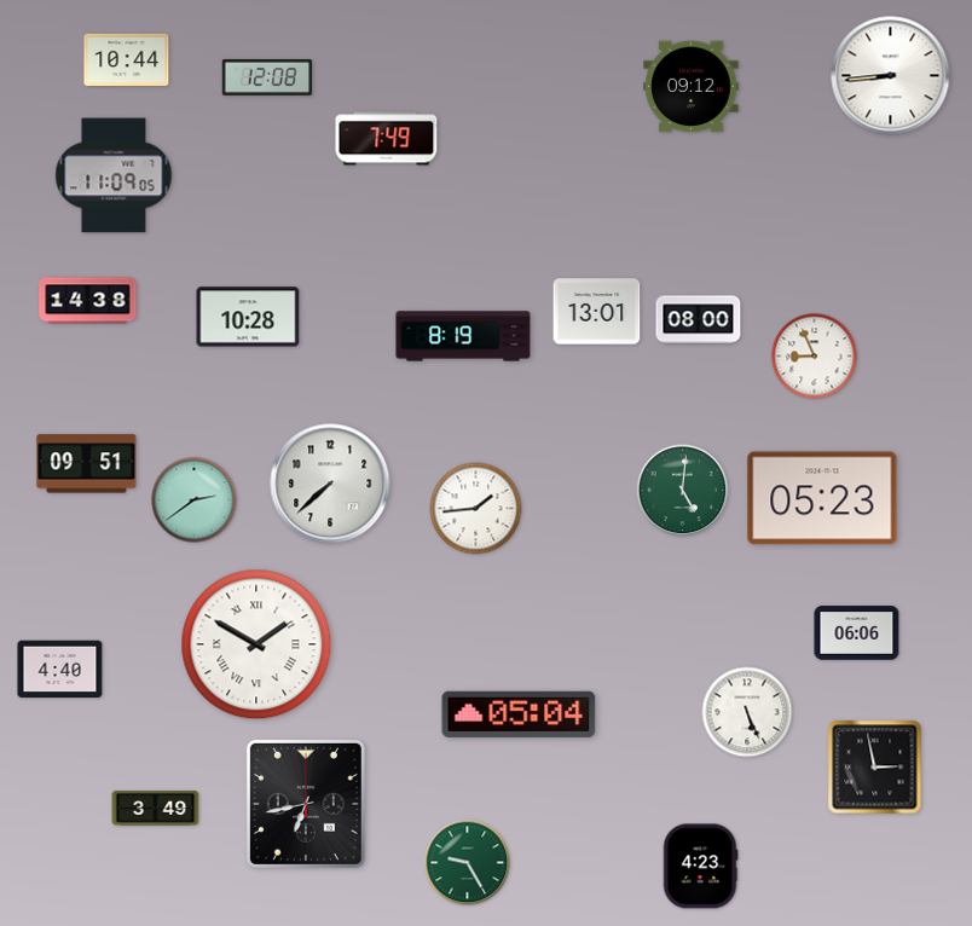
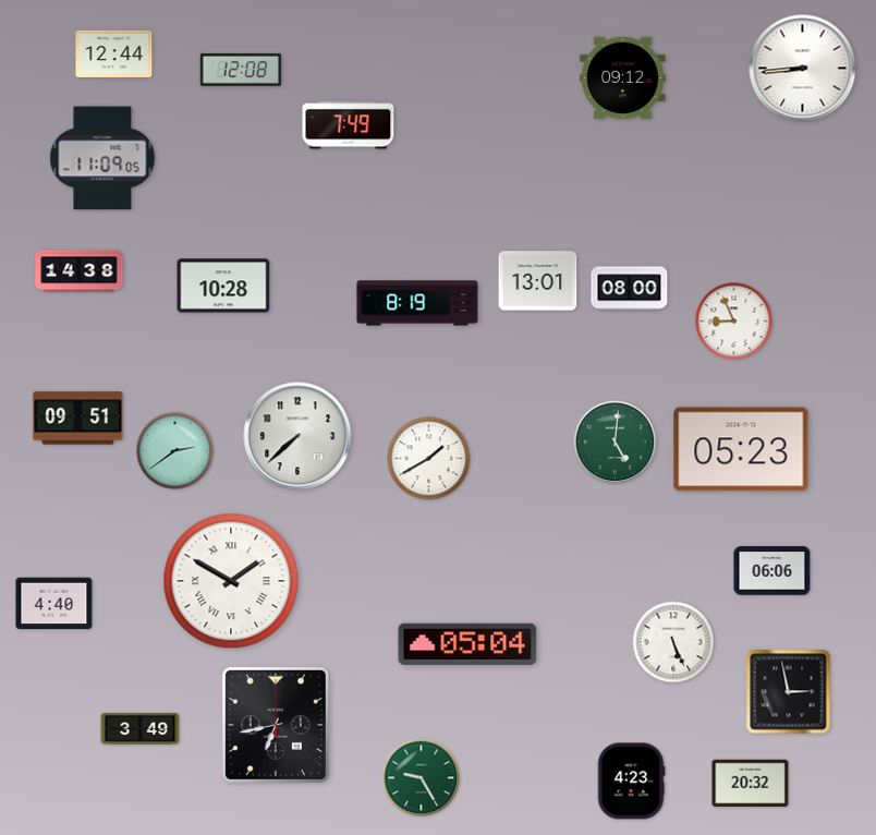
clock at (127, 59): 10:44 -> 12:44
clock at (476, 509): 1:44 -> 1:40
clock at (751, 784): none -> 20:32
